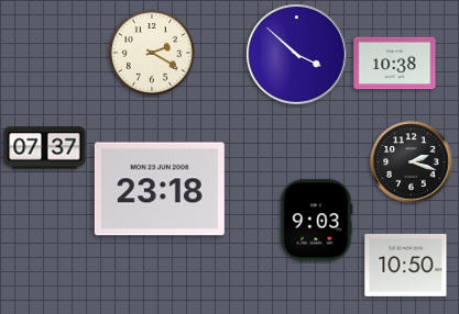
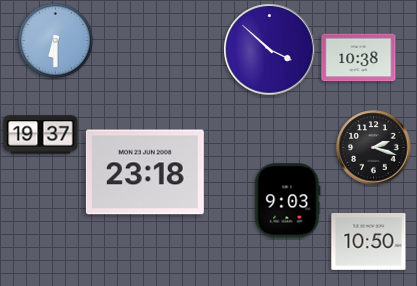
clock at (55, 40): none -> 6:30
clock at (153, 54): 2:20 -> none
clock at (45, 148): 07:37 -> 19:37
